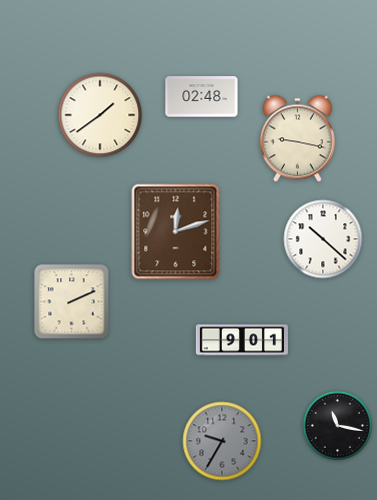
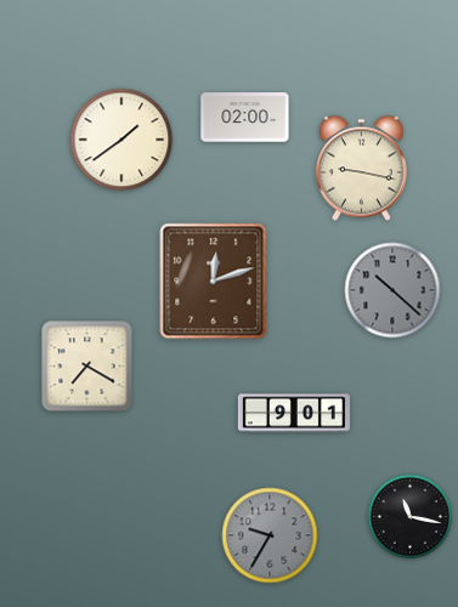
clock at (202, 97): 02:48 -> 02:00
clock at (323, 239) dial: white -> grey
clock at (72, 302): 2:11 -> 7:20
